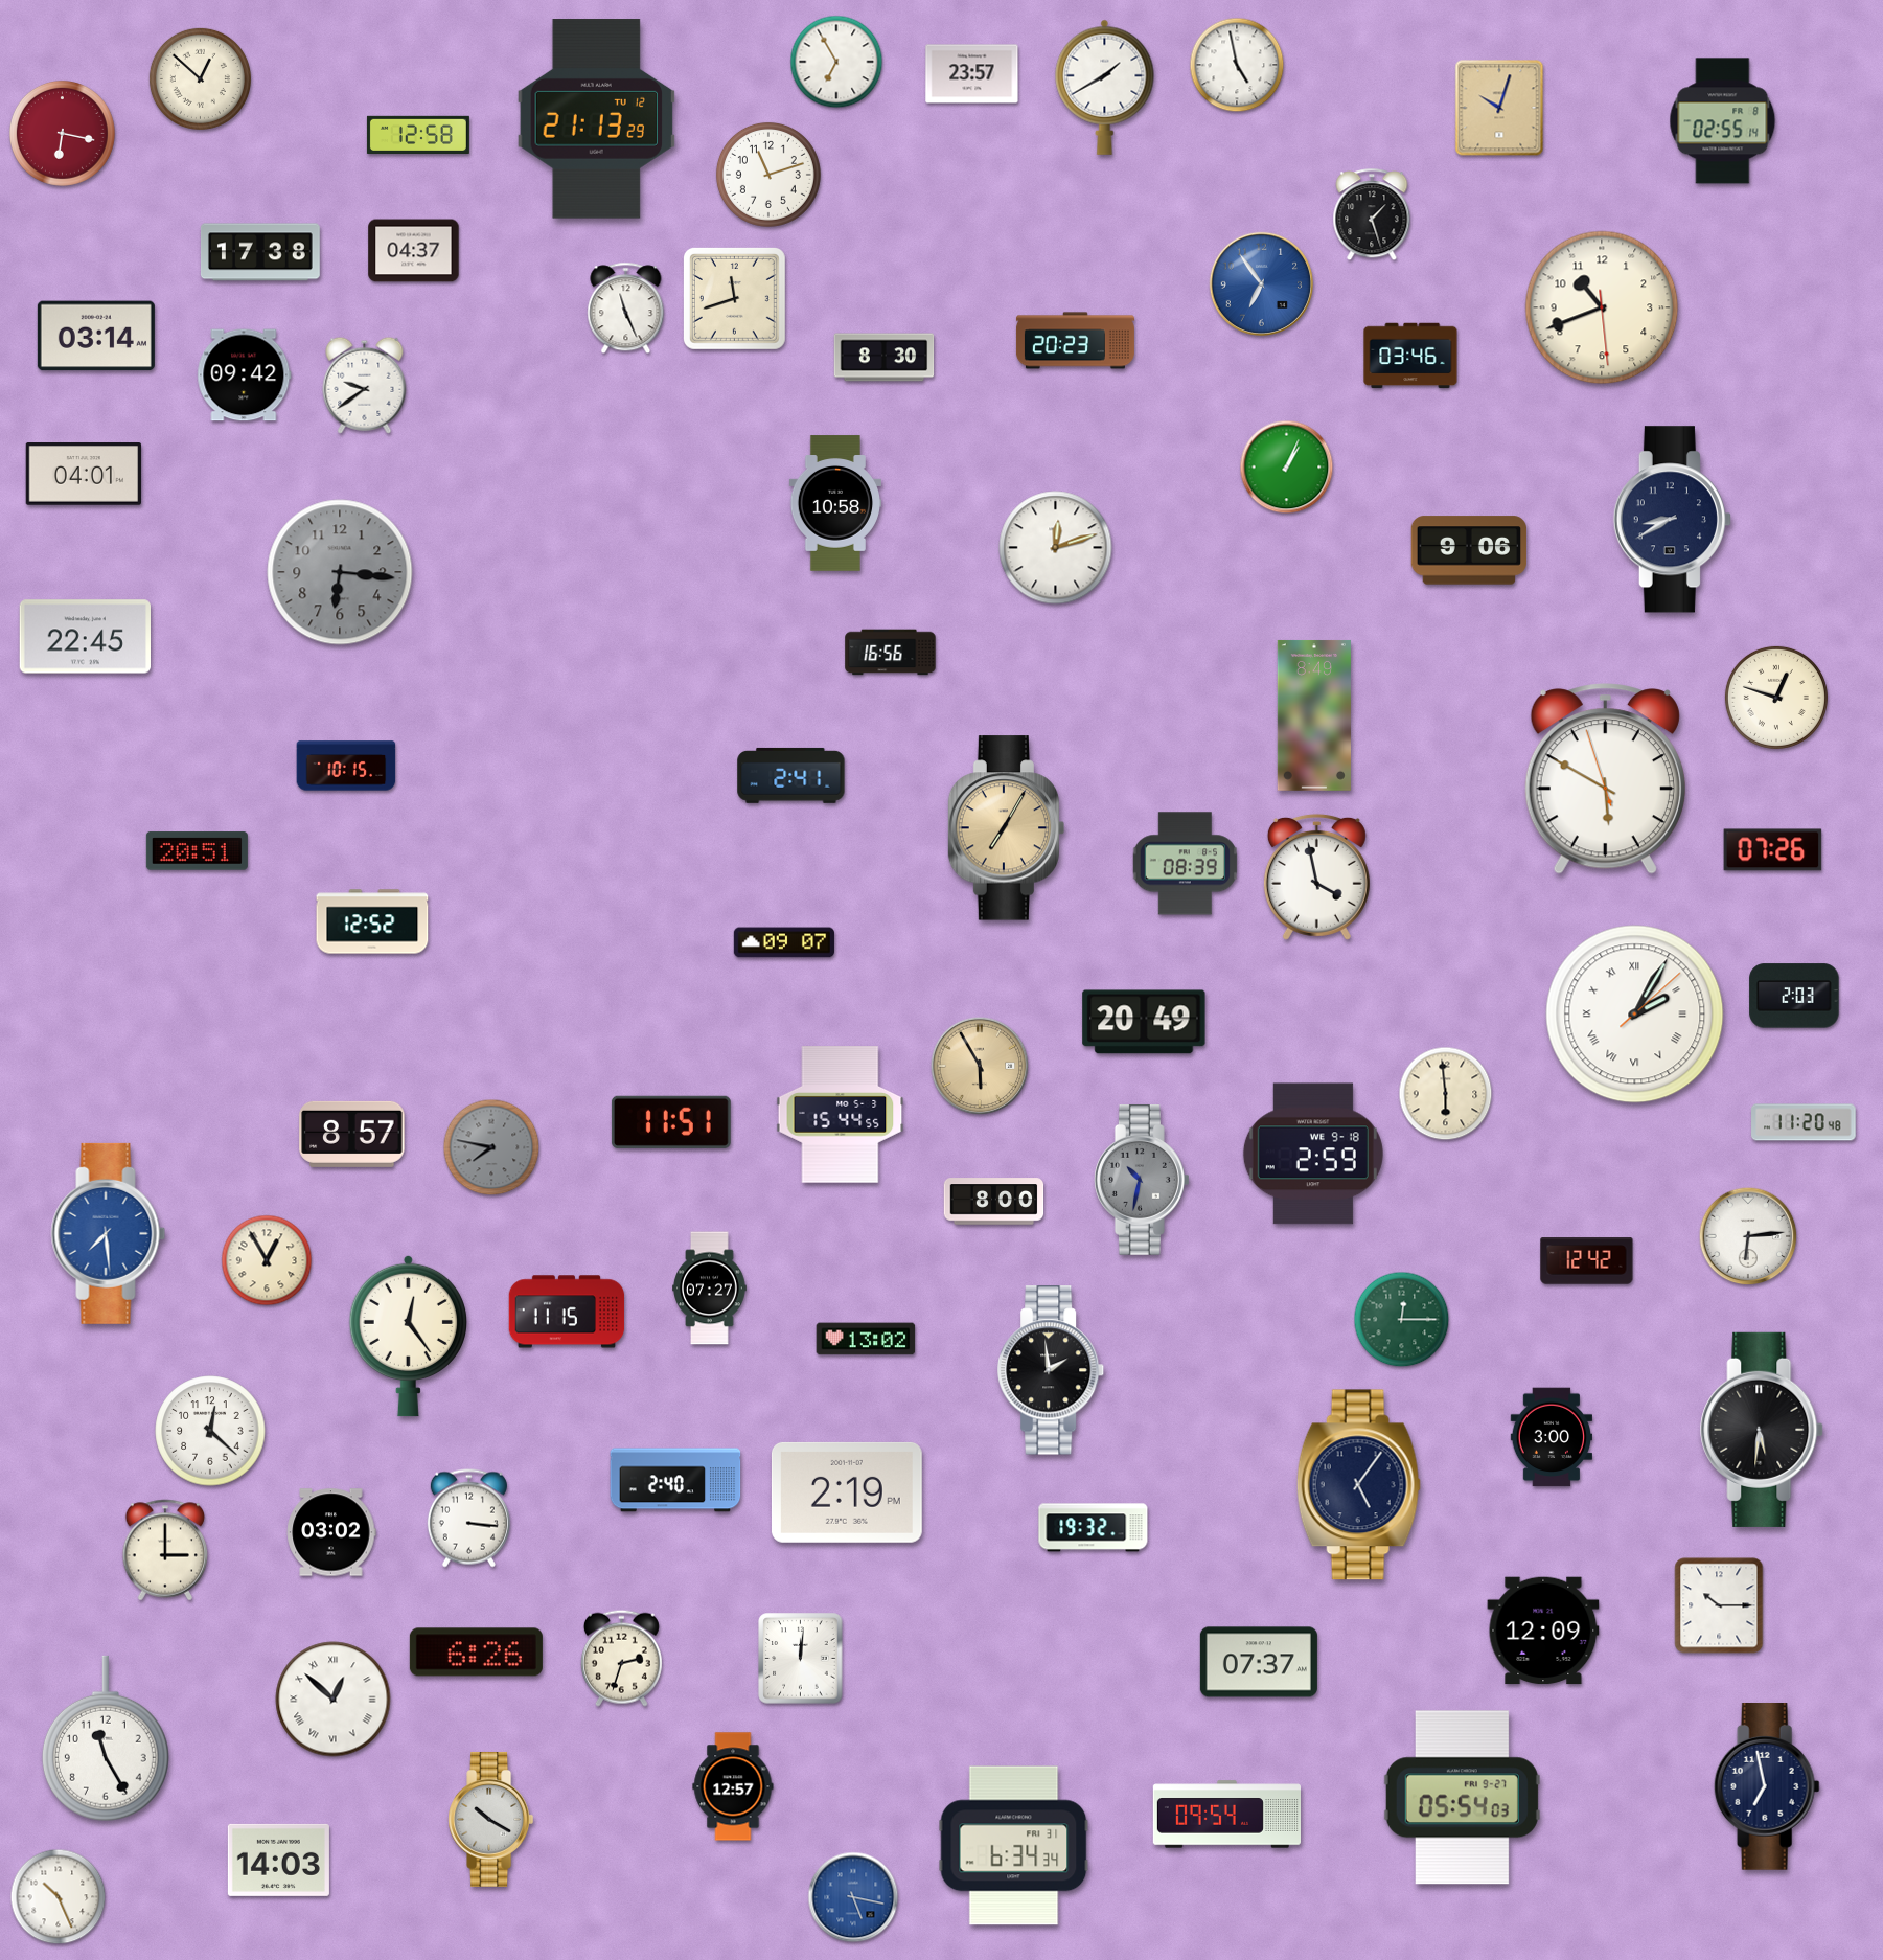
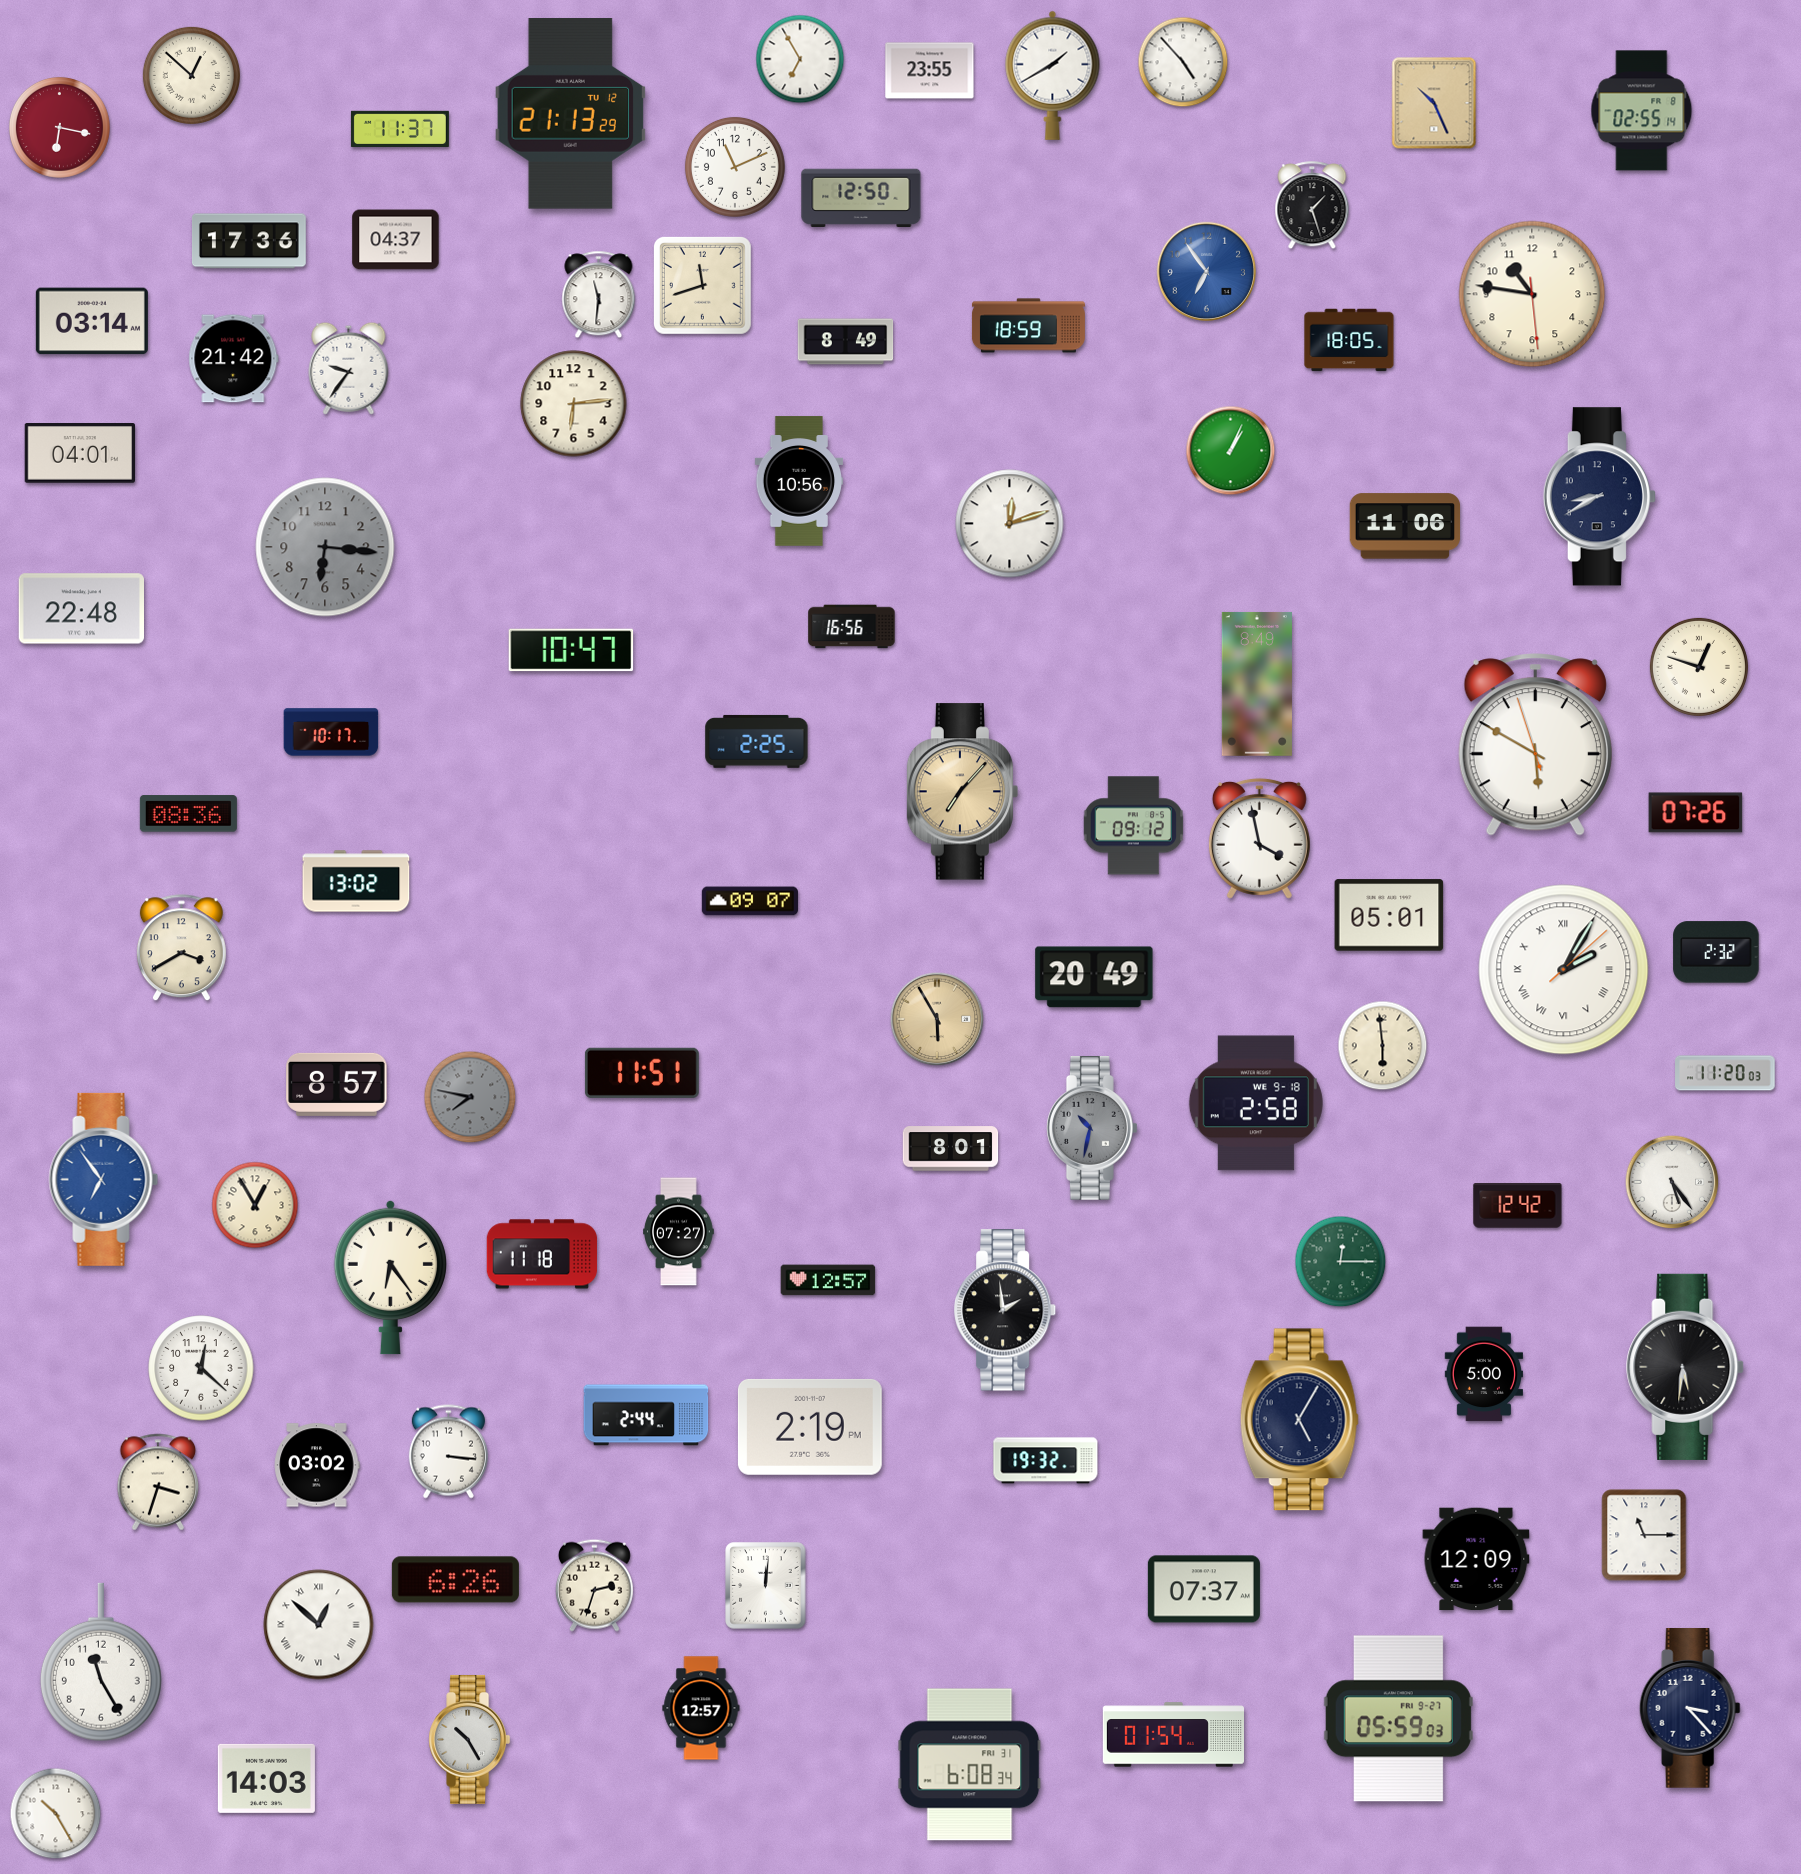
clock at (1237, 65): 4:58 -> 4:53
clock at (972, 74): 23:57 -> 23:55
clock at (1105, 87) position: (1105, 87) -> (1053, 75)
clock at (1499, 108): 10:03 -> 10:26
clock at (1723, 121) position: (1723, 121) -> (1642, 111)
clock at (418, 134): 12:58 -> 11:37
clock at (768, 175): 11:12 -> 11:11
clock at (861, 197): none -> 12:50
clock at (260, 252): 17:38 -> 17:36
clock at (1602, 307): 10:41 -> 10:46
clock at (626, 309): 11:26 -> 11:31
clock at (1075, 341): 20:23 -> 18:59
clock at (1410, 356): 03:46 -> 18:05
clock at (885, 358): 8:30 -> 8:49
clock at (245, 375): 09:42 -> 21:42
clock at (365, 385): 9:39 -> 9:36
clock at (574, 404): none -> 6:14
clock at (1287, 468) position: (1287, 468) -> (1231, 451)
clock at (835, 503): 10:58 -> 10:56
clock at (1469, 550): 9:06 -> 11:06
clock at (85, 637): 22:45 -> 22:48
clock at (891, 653) position: (891, 653) -> (852, 627)
clock at (571, 650): none -> 10:47
clock at (346, 766): 10:15 -> 10:17
clock at (791, 775): 2:41 -> 2:25
clock at (1007, 828): 7:05 -> 7:07
clock at (197, 851): 20:51 -> 08:36
clock at (1185, 864): 08:39 -> 09:12
clock at (372, 921): 12:52 -> 13:02
clock at (1389, 915): none -> 05:01
clock at (181, 948): none -> 3:40
clock at (1794, 996): 2:03 -> 2:32
clock at (841, 1115): 15:44 -> none
clock at (1804, 1122): 11:20:48 -> 11:20:03
clock at (1313, 1154): 2:59 -> 2:58
clock at (994, 1202): 8:00 -> 8:01
clock at (109, 1233): 7:29 -> 6:54
clock at (1748, 1236): 6:14 -> 5:24
clock at (567, 1312): 11:15 -> 11:18
clock at (408, 1336): 12:24 -> 6:24
clock at (866, 1339): 13:02 -> 12:57
clock at (1551, 1437): 3:00 -> 5:00
clock at (675, 1480): 2:40 -> 2:44
clock at (1358, 1485): 5:06 -> 5:05
clock at (165, 1550): 3:00 -> 3:33
clock at (1719, 1605): 10:15 -> 11:15
clock at (1767, 1787): 6:58 -> 3:23
clock at (1462, 1798): 05:54 -> 05:59
clock at (1226, 1815): 09:54 -> 01:54
clock at (491, 1819): 10:20 -> 10:25
clock at (1014, 1846): 6:34 -> 6:08
clock at (59, 1897): 10:26 -> 10:25
clock at (853, 1897): 5:17 -> none
